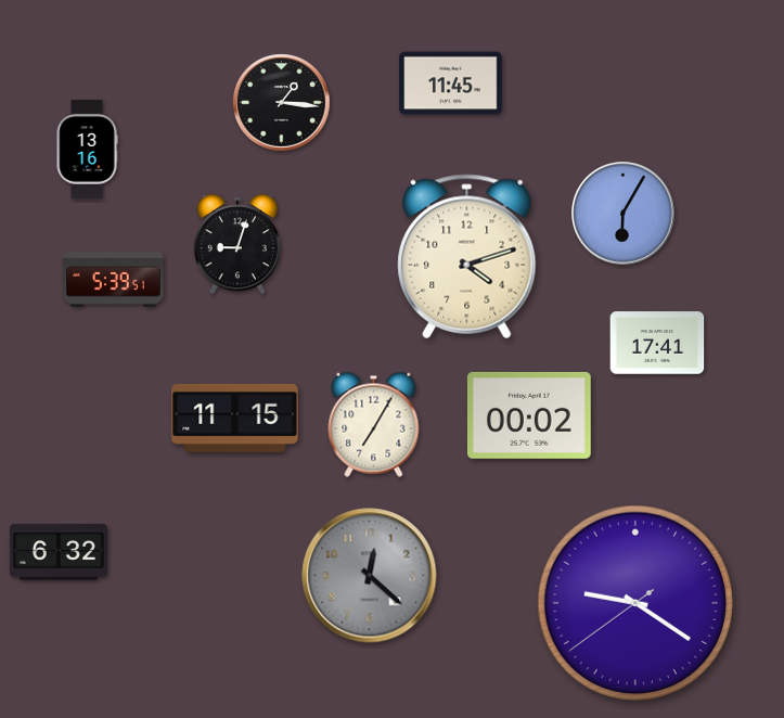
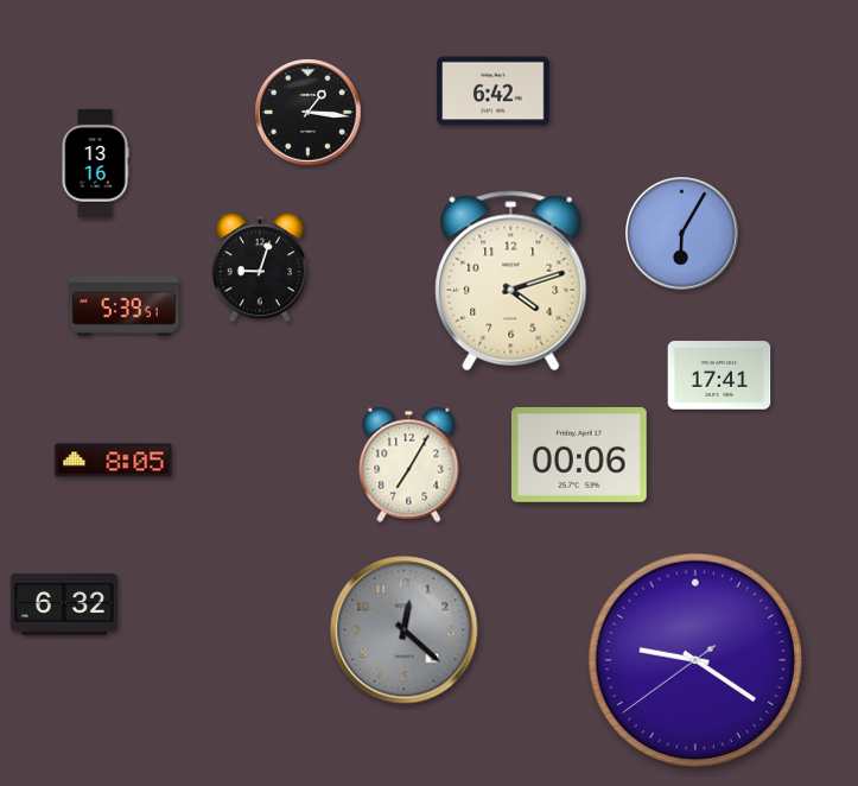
clock at (451, 84): 11:45 -> 6:42
clock at (529, 415): 00:02 -> 00:06
clock at (235, 418): 11:15 -> none
clock at (114, 461): none -> 8:05
